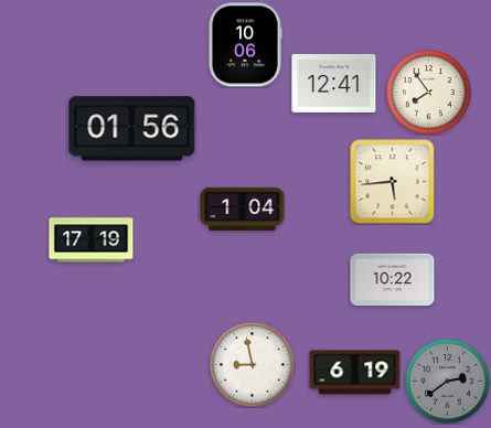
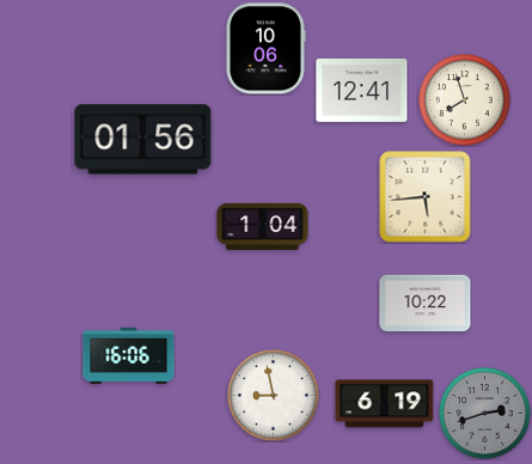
clock at (429, 93): 7:54 -> 7:57
clock at (92, 240): 17:19 -> none
clock at (129, 355): none -> 16:06
clock at (448, 382): 2:39 -> 2:42
